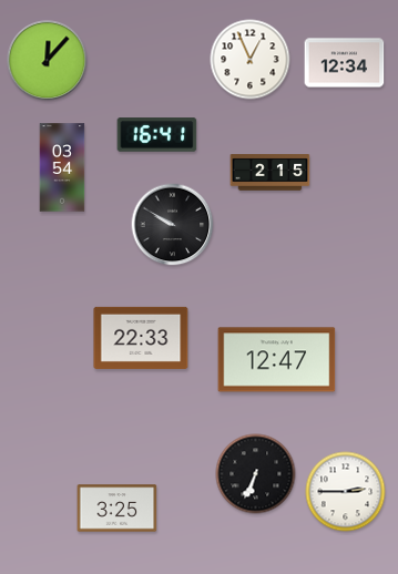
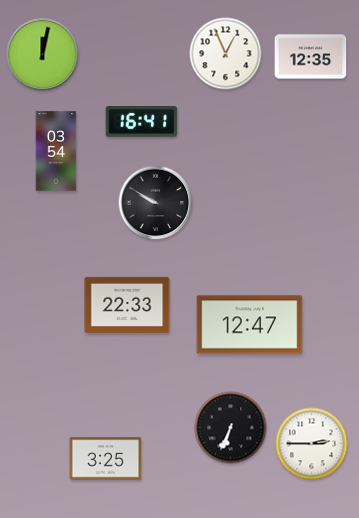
clock at (48, 61): 12:07 -> 12:02
clock at (345, 63): 12:34 -> 12:35
clock at (271, 173): 2:15 -> none
